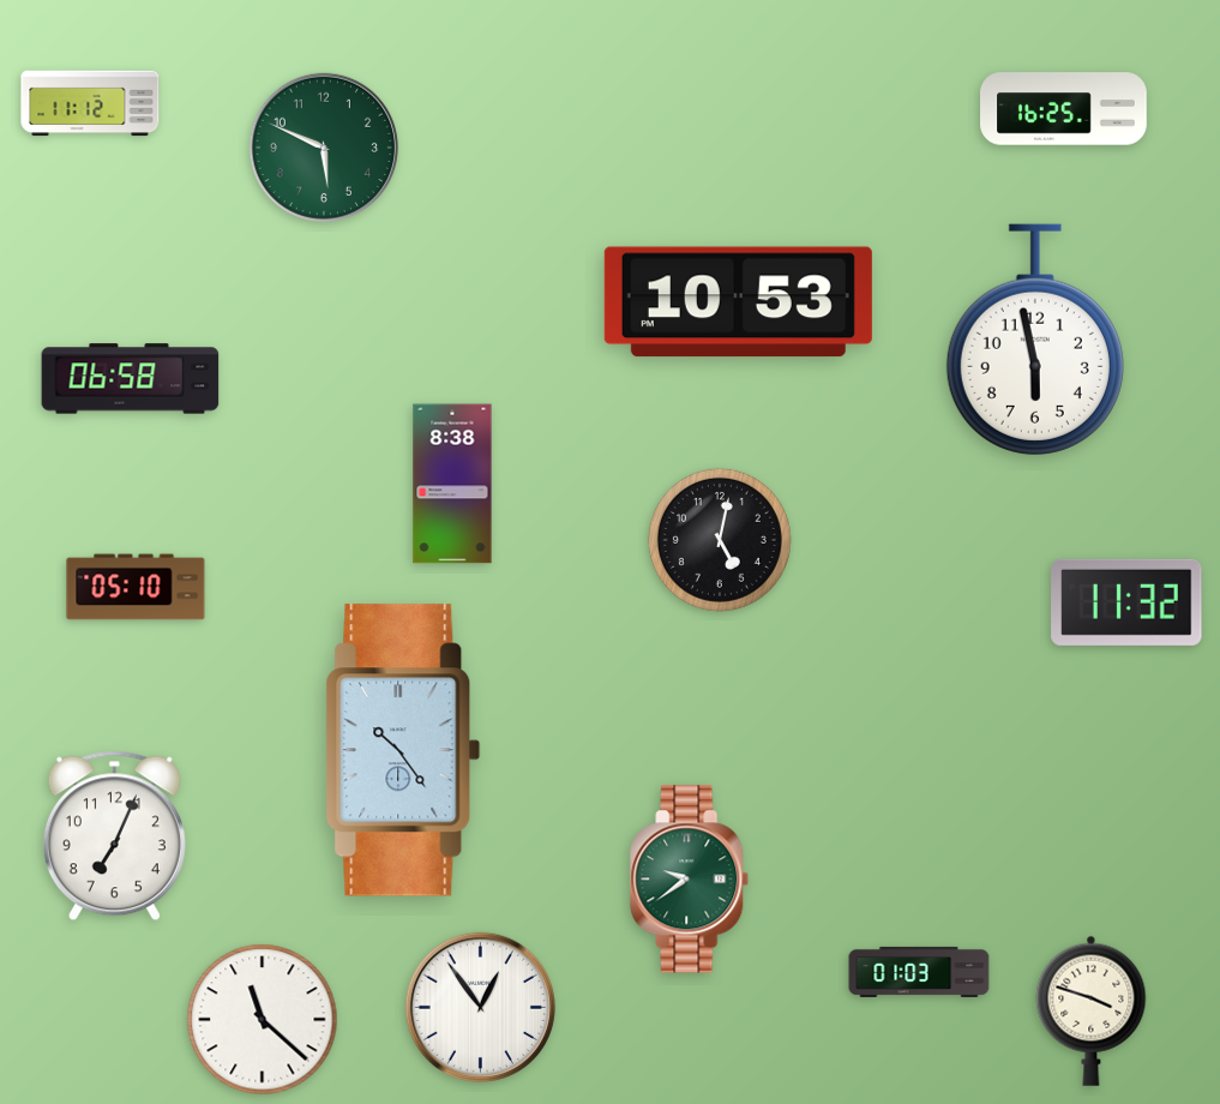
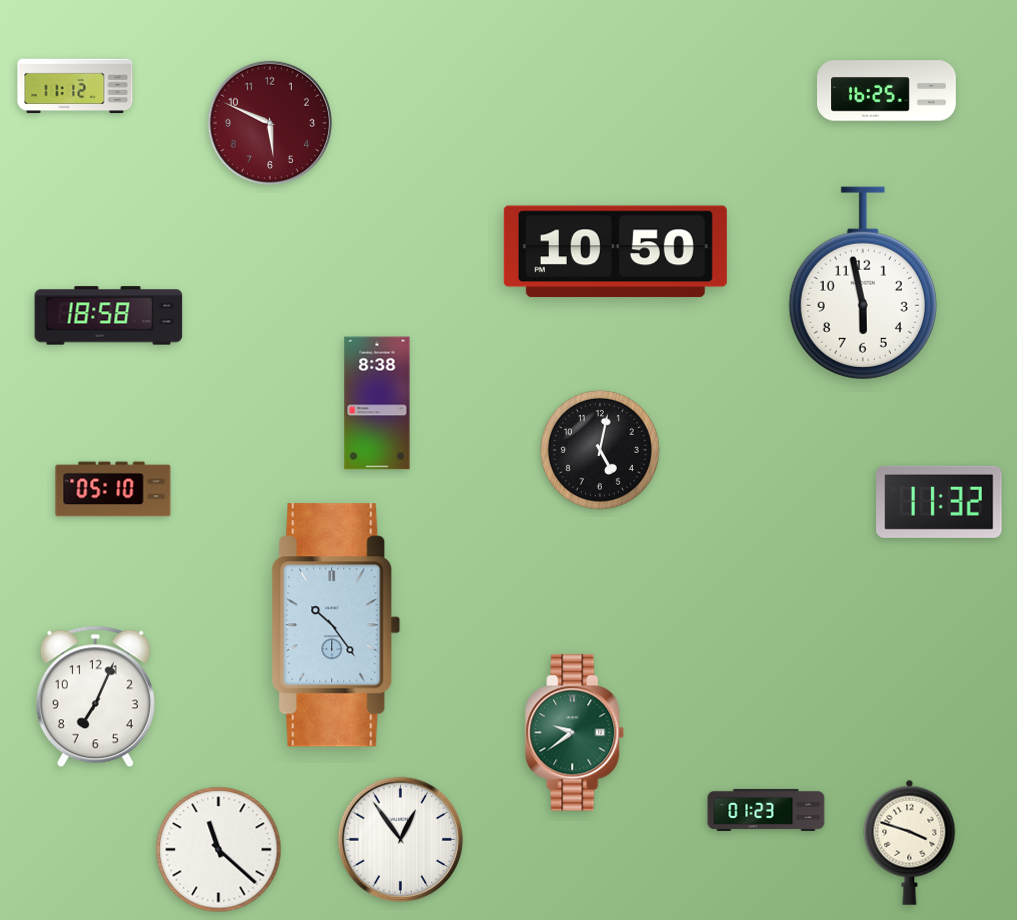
clock at (323, 146) dial: green -> burgundy
clock at (738, 302): 10:53 -> 10:50
clock at (131, 379): 06:58 -> 18:58
clock at (919, 972): 01:03 -> 01:23
